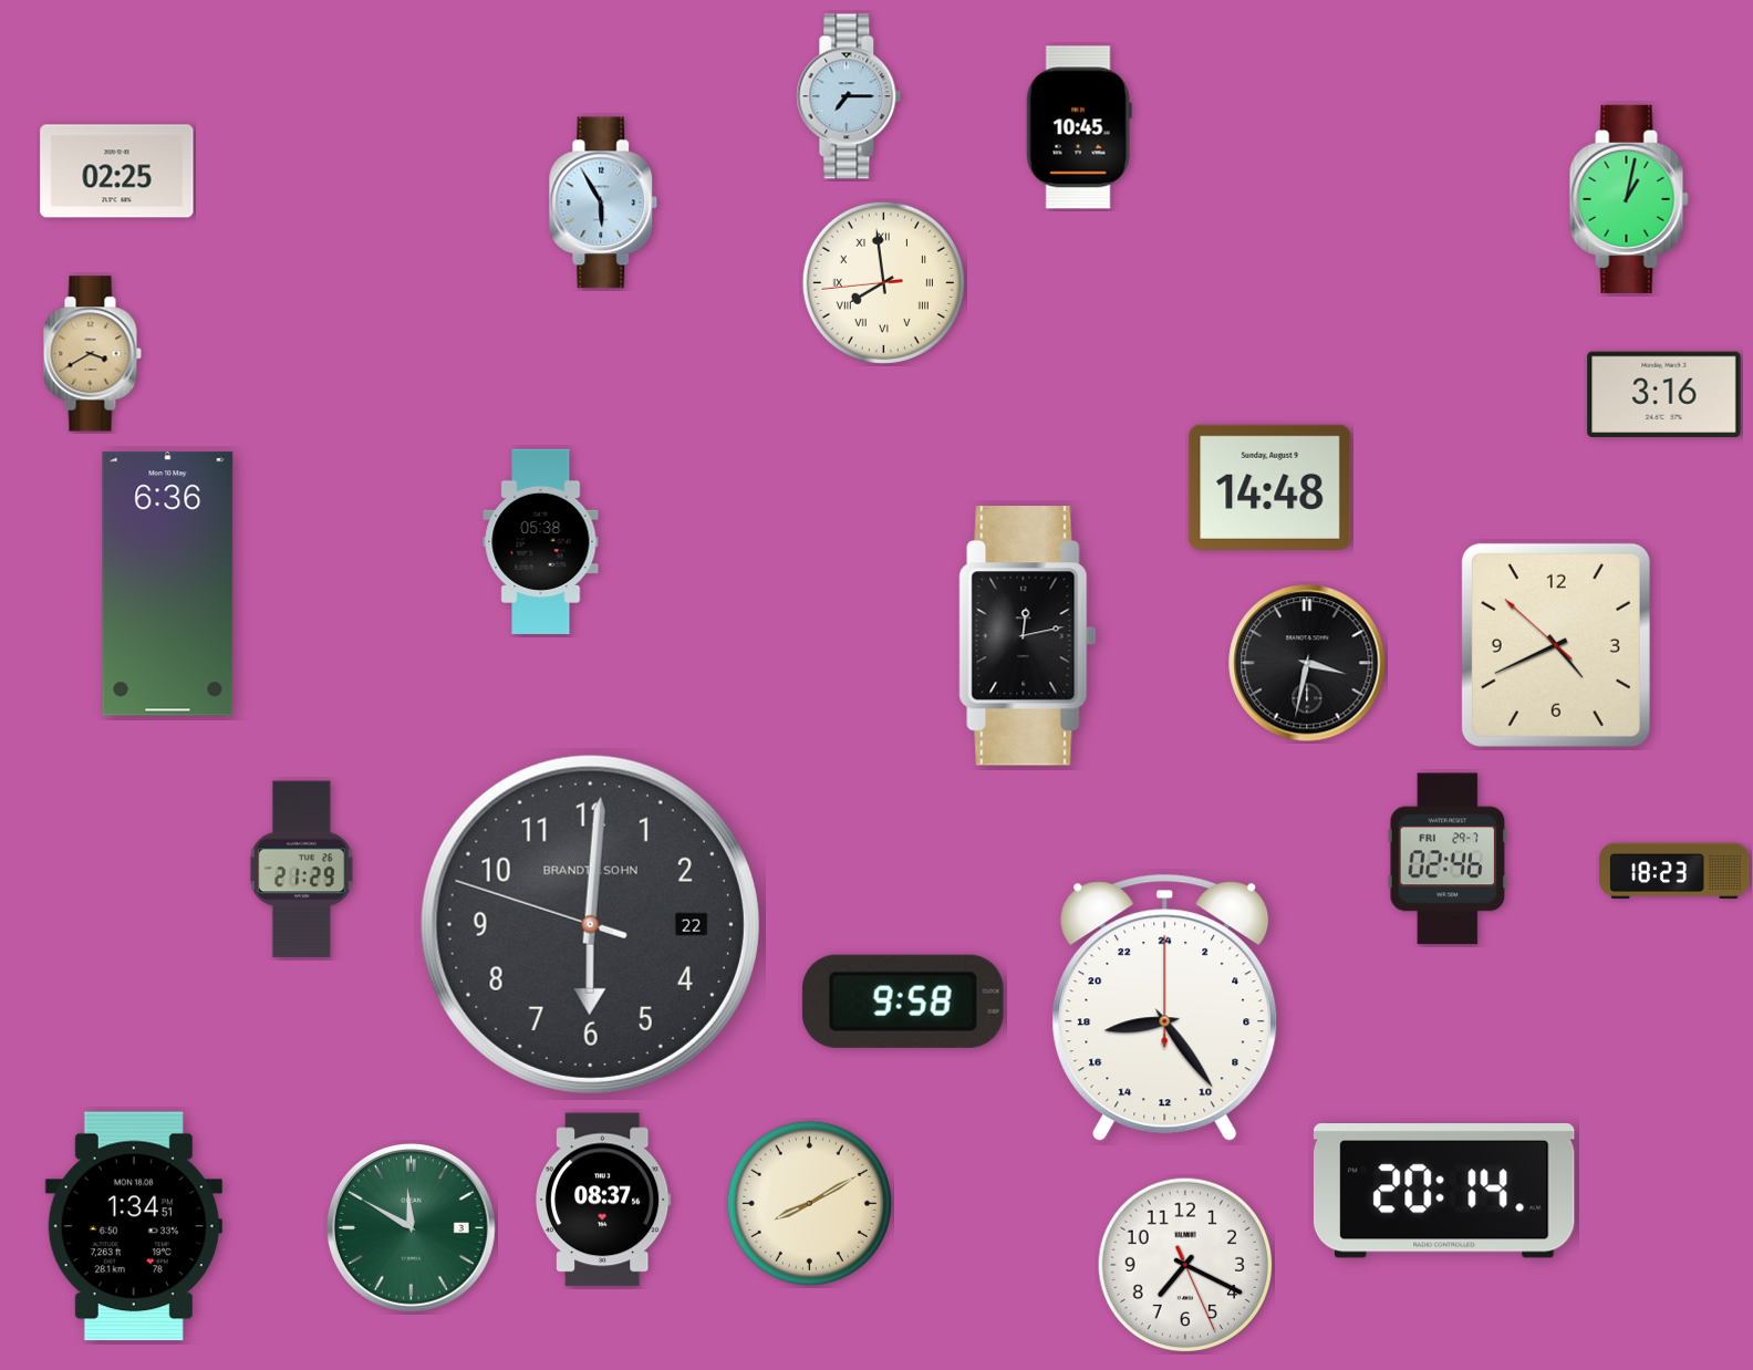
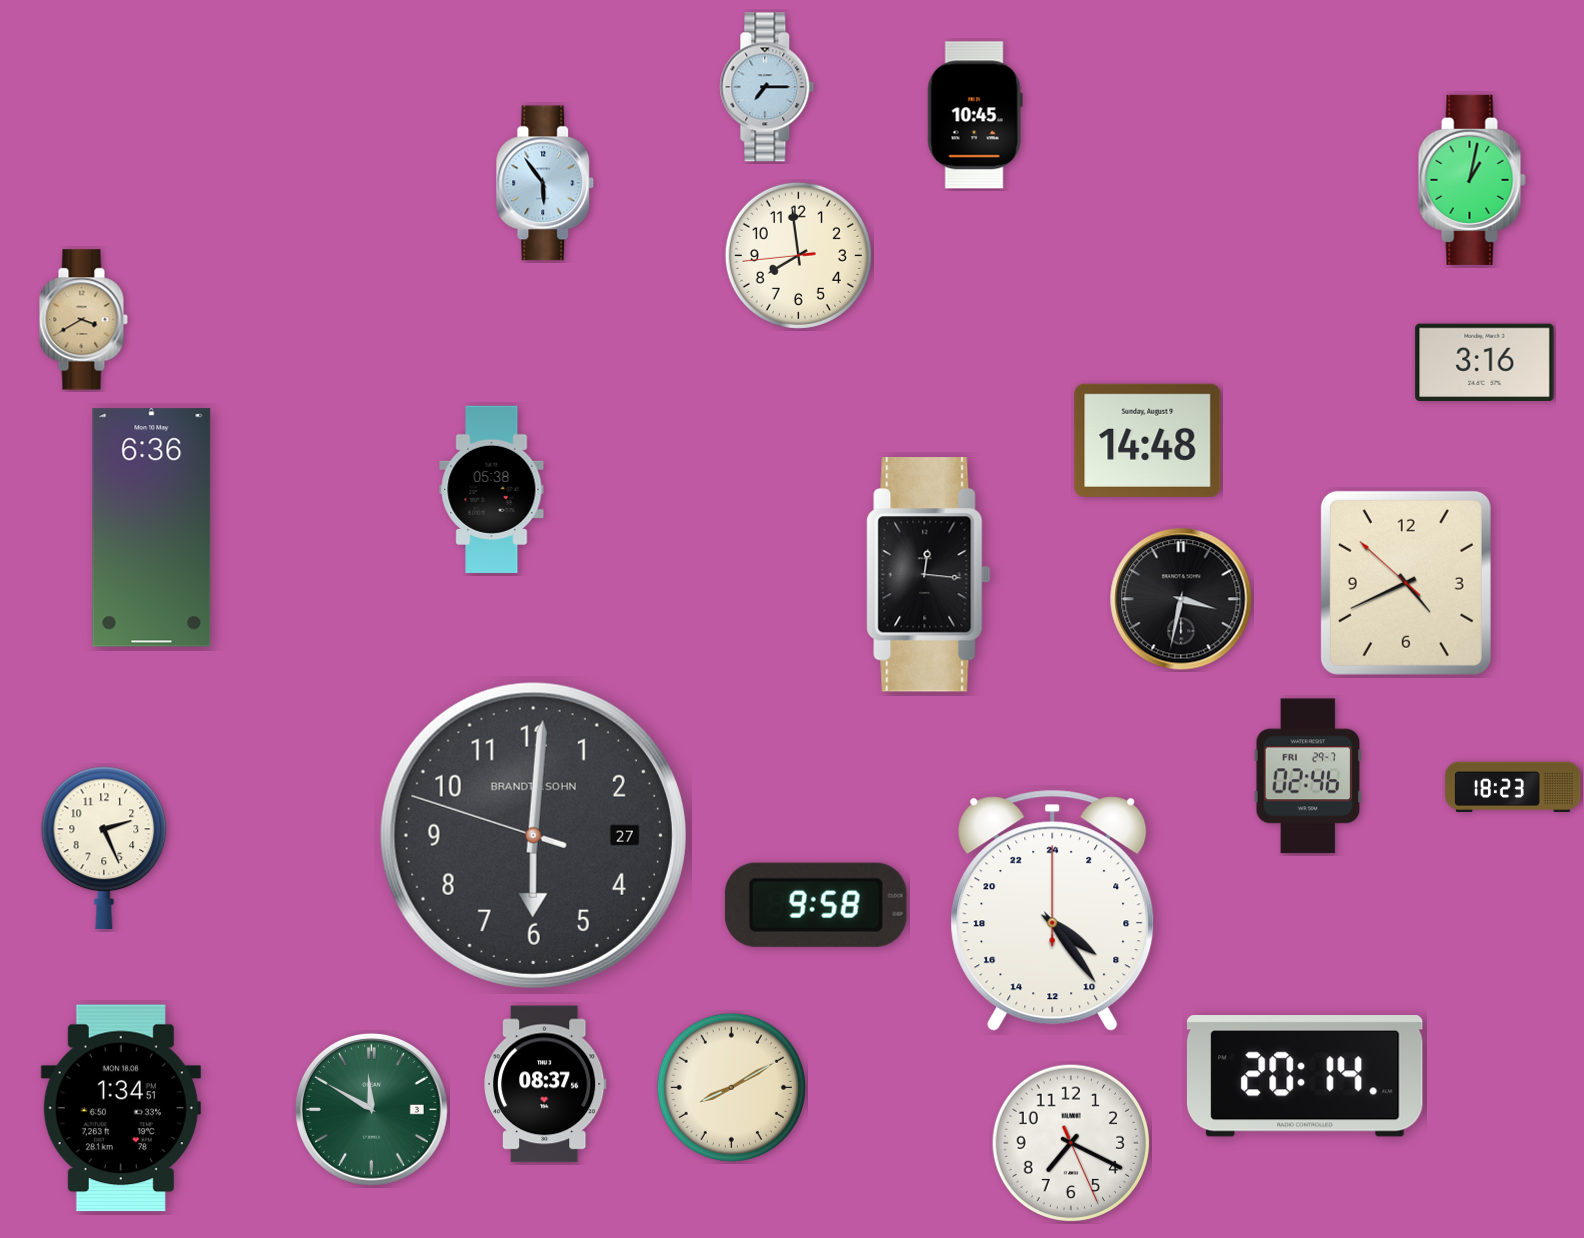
clock at (117, 172): 02:25 -> none
clock at (603, 203): 5:55 -> 5:54
clock at (883, 282) numerals: Roman -> Arabic
clock at (1664, 394) position: (1664, 394) -> (1485, 362)
clock at (541, 541) position: (541, 541) -> (492, 489)
clock at (1028, 636): 12:13 -> 12:16
clock at (301, 870): 21:29 -> none
clock at (590, 924) date: 22 -> 27
clock at (104, 848): none -> 2:26
clock at (1165, 1008): 17:24 -> 8:24
